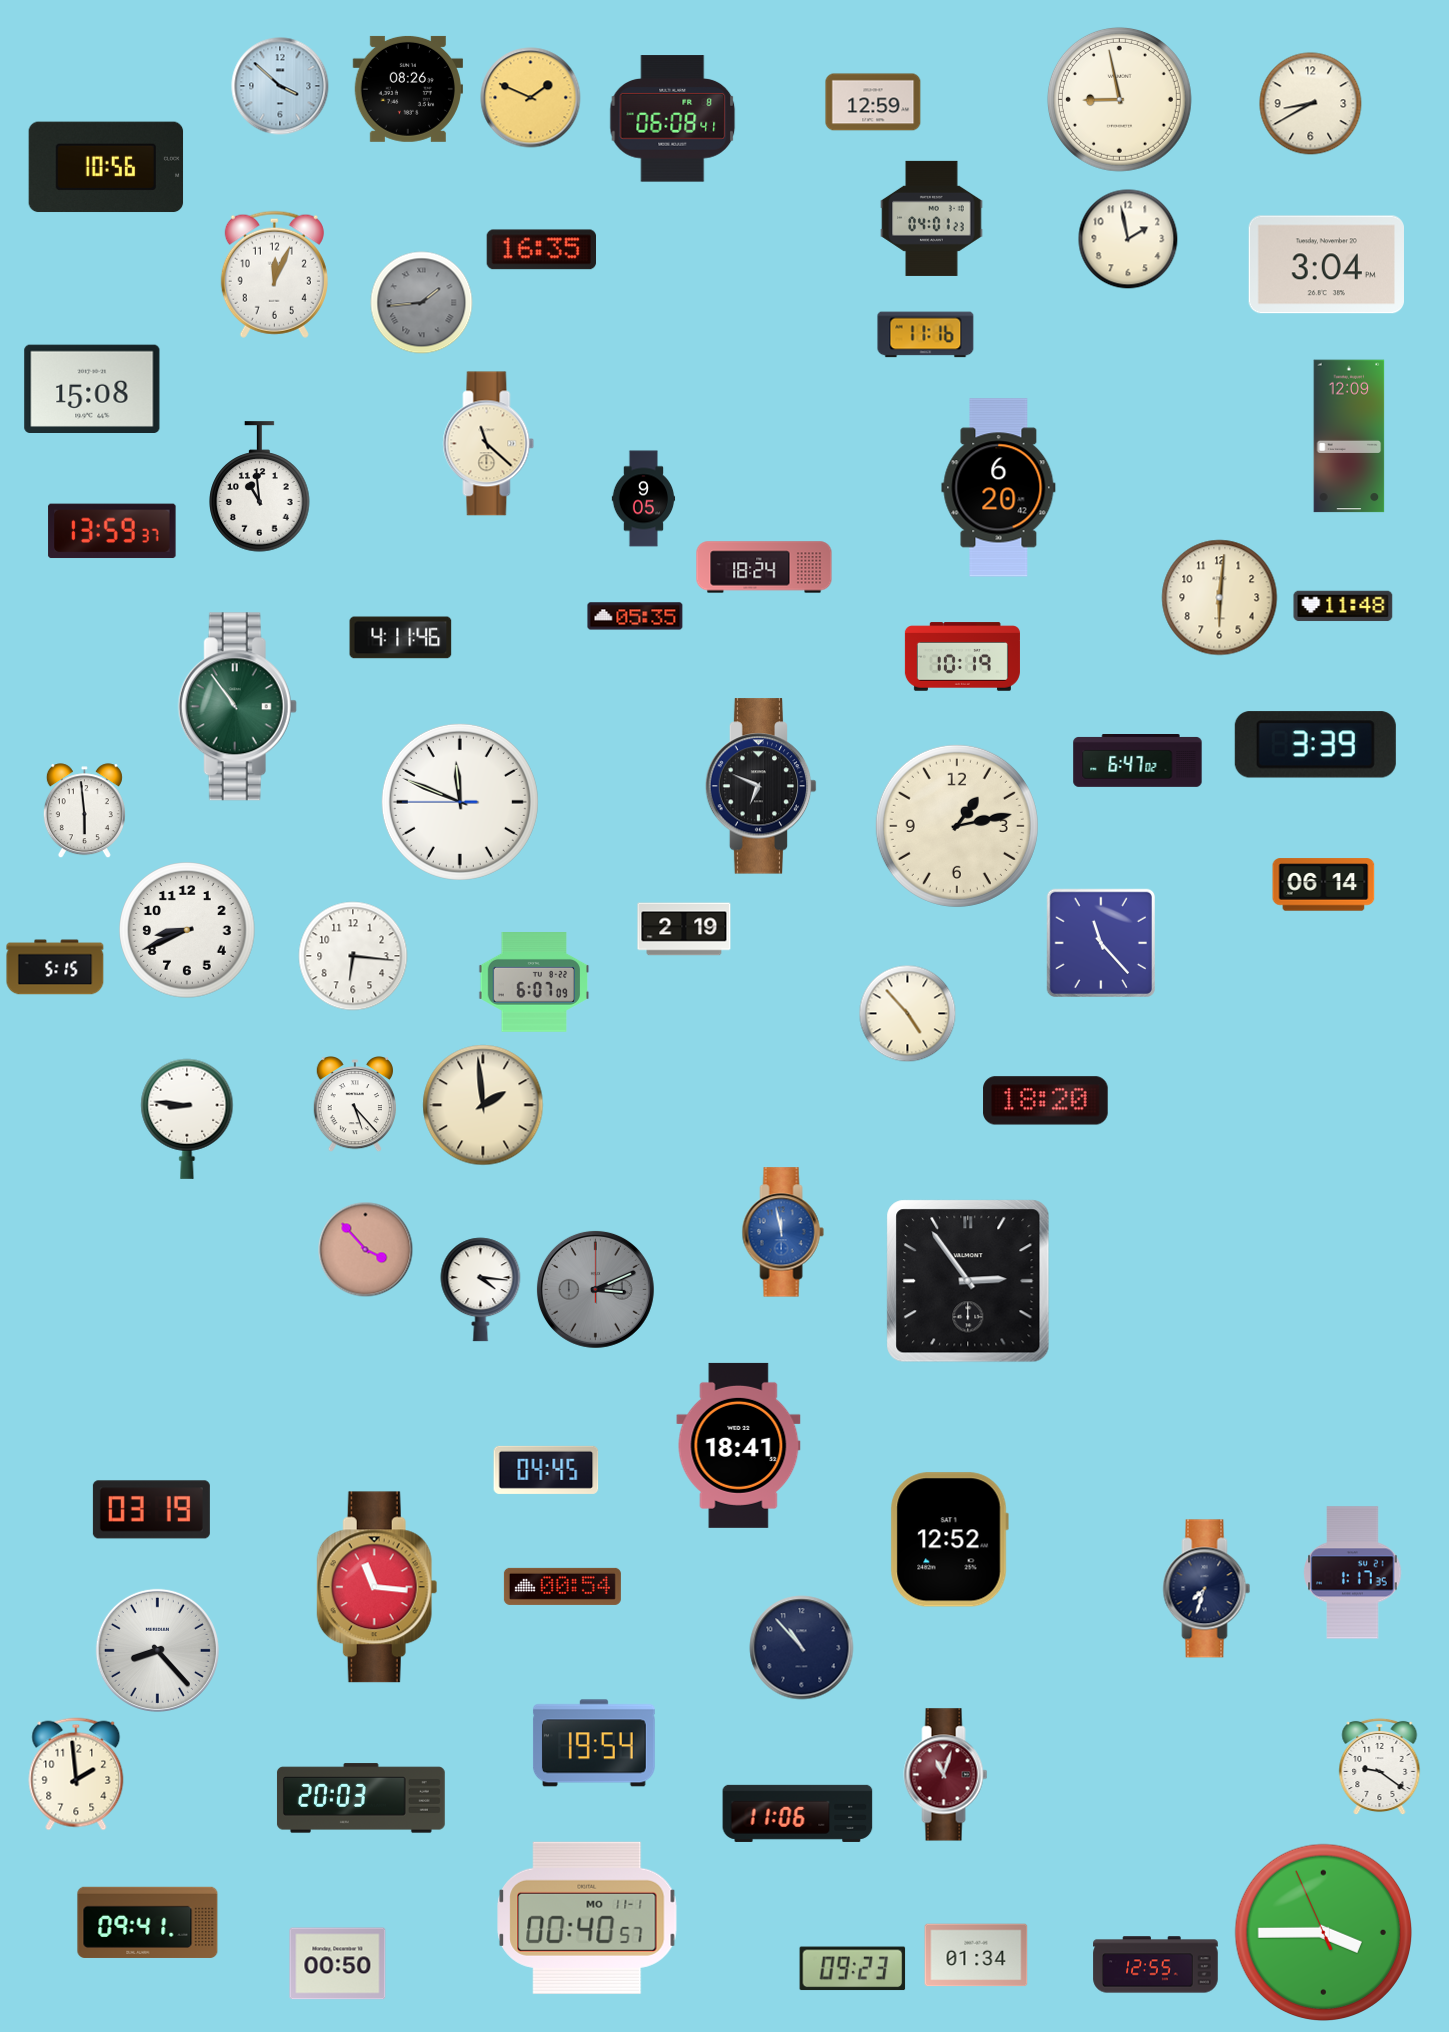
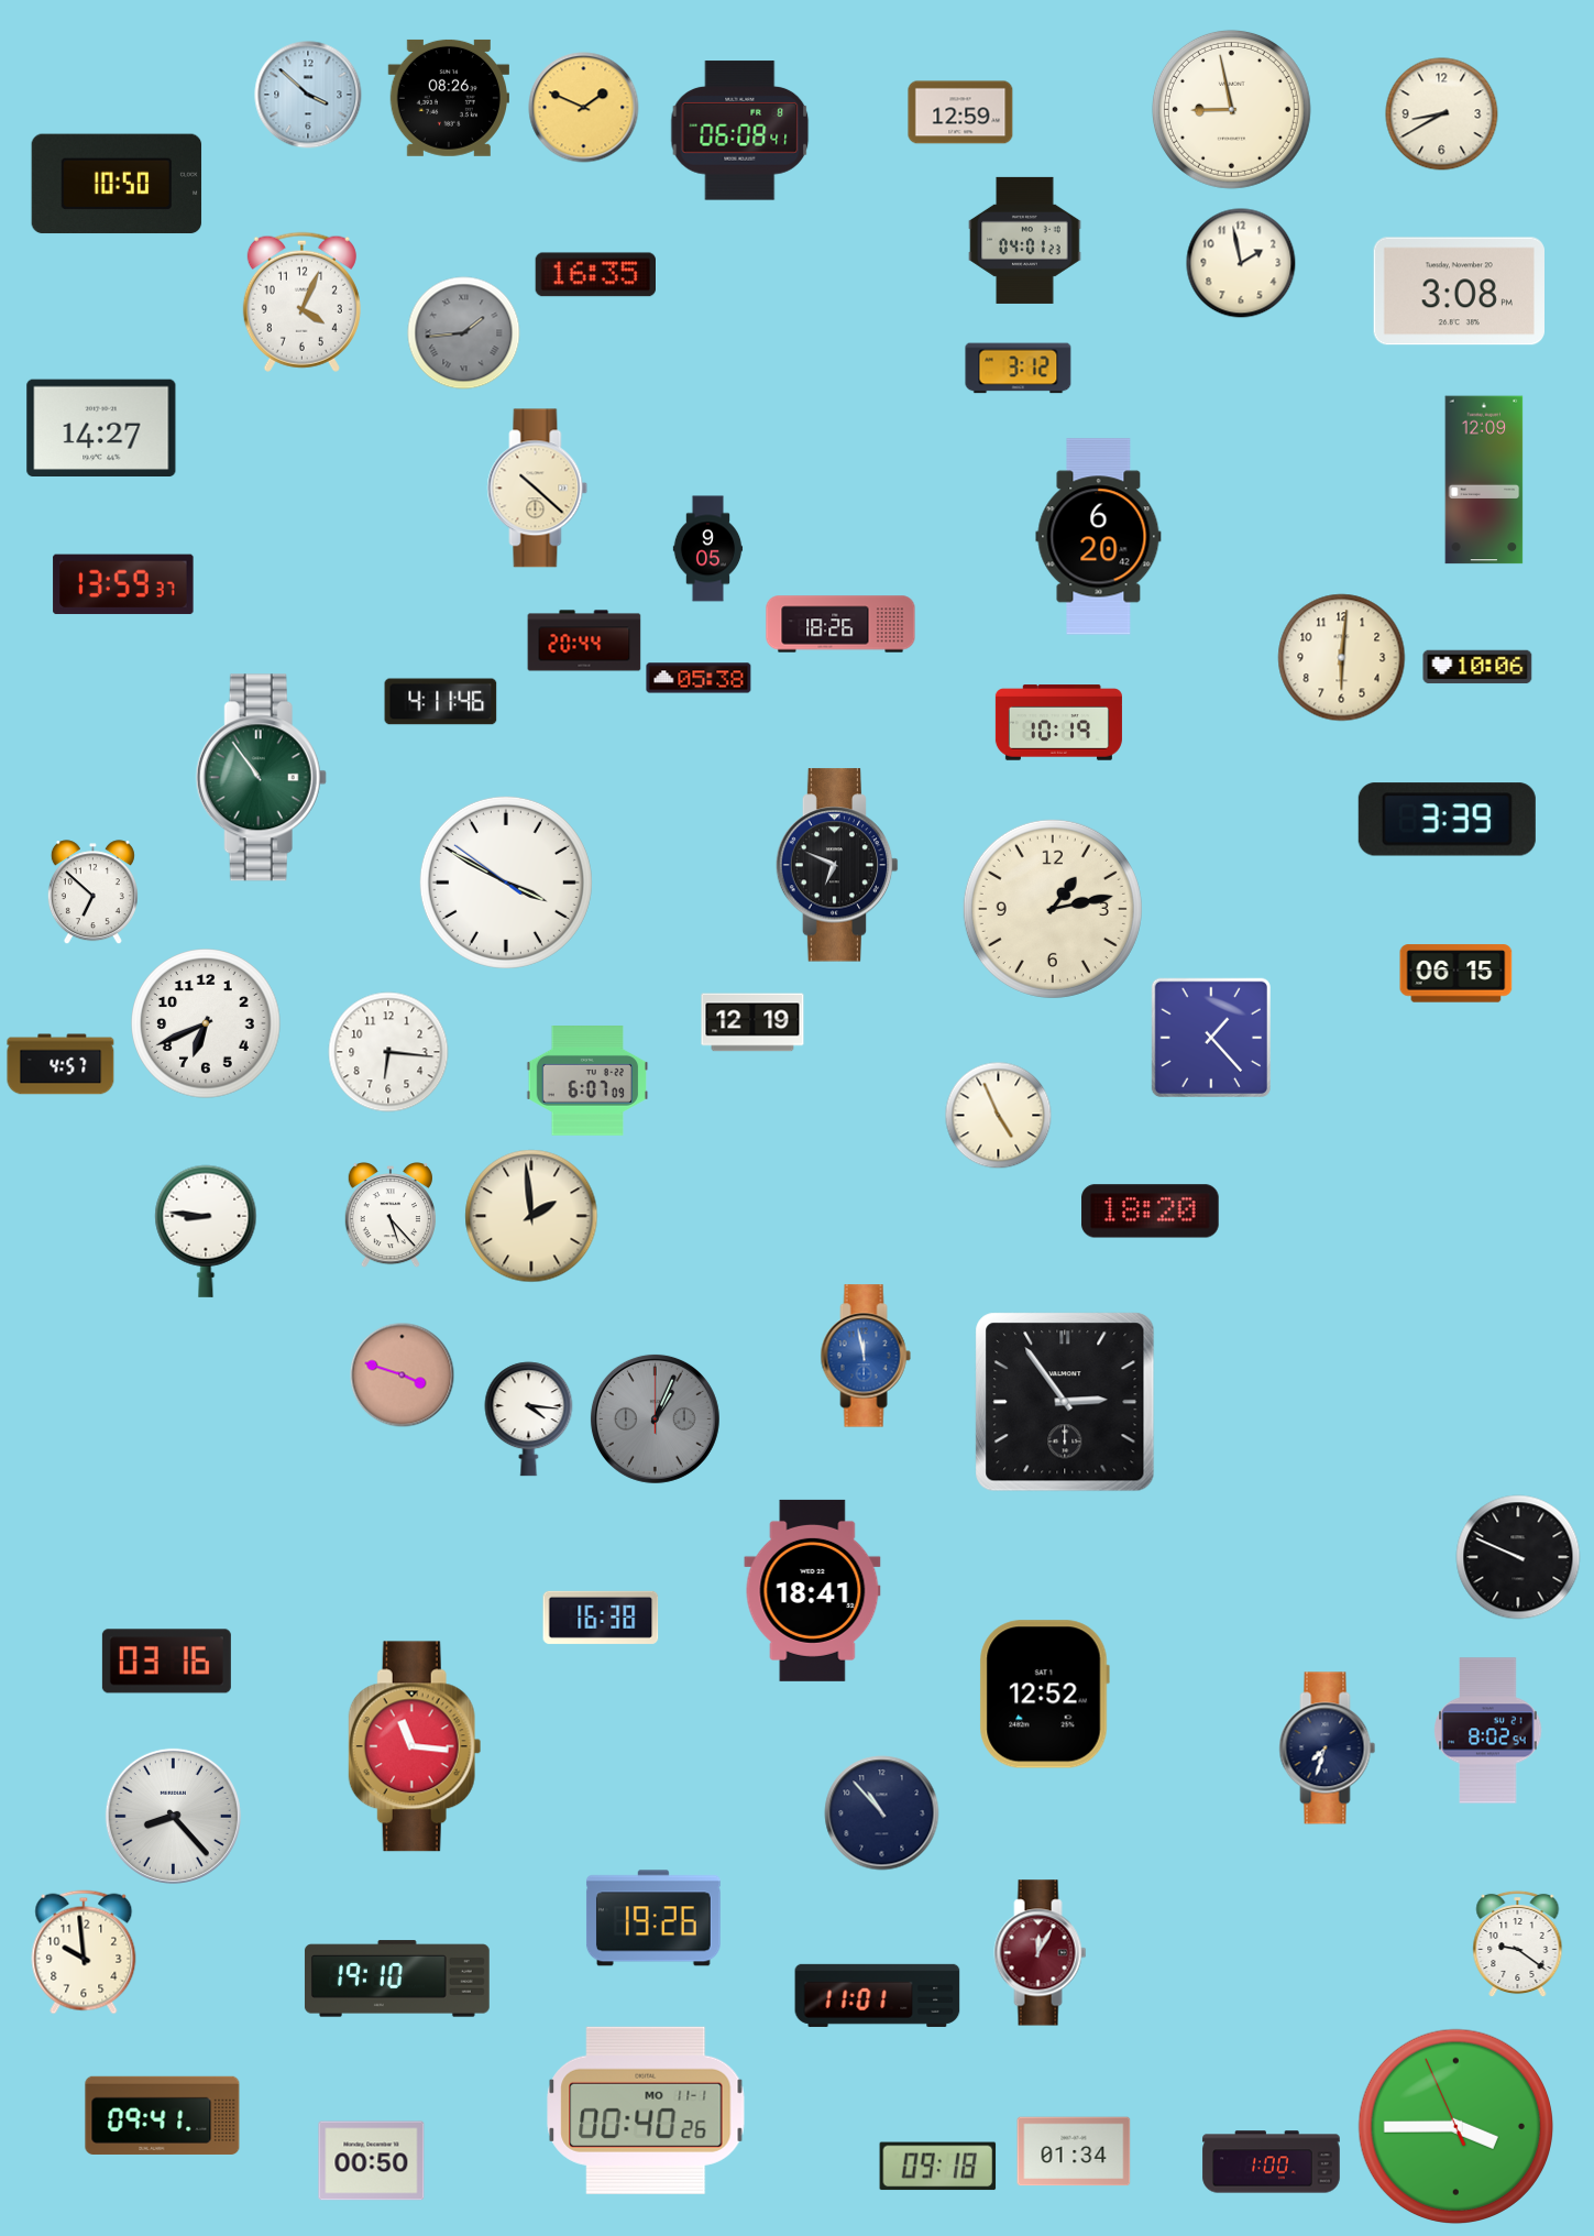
clock at (106, 167): 10:56 -> 10:50
clock at (1326, 265): 3:04 -> 3:08
clock at (274, 274): 12:04 -> 4:04
clock at (926, 335): 11:16 -> 3:12
clock at (92, 388): 15:08 -> 14:27
clock at (489, 444): 11:22 -> 10:22
clock at (260, 487): 10:59 -> none
clock at (764, 567): 18:24 -> 18:26
clock at (584, 640): none -> 20:44
clock at (1343, 606): 11:48 -> 10:06
clock at (635, 616): 05:35 -> 05:38
clock at (1138, 761): 6:47 -> none
clock at (460, 802): 11:48 -> 3:49
clock at (84, 811): 5:59 -> 6:52
clock at (1324, 885): 06:14 -> 06:15
clock at (684, 929): 2:19 -> 12:19
clock at (187, 930): 8:41 -> 6:41
clock at (1101, 943): 11:23 -> 1:23
clock at (55, 967): 5:15 -> 4:57
clock at (907, 1013): 4:53 -> 4:56
clock at (783, 1232) position: (783, 1232) -> (866, 1356)
clock at (365, 1249): 3:53 -> 3:48
clock at (968, 1281) position: (968, 1281) -> (1065, 1402)
clock at (595, 1289): 3:11 -> 1:04
clock at (1518, 1557): none -> 9:49
clock at (546, 1470): 04:45 -> 16:38
clock at (151, 1510): 03:19 -> 03:16
clock at (1353, 1573): 1:17 -> 8:02
clock at (562, 1586): 00:54 -> none
clock at (594, 1743): 19:54 -> 19:26
clock at (76, 1774): 1:59 -> 9:59
clock at (946, 1775): 11:03 -> 12:05
clock at (361, 1798): 20:03 -> 19:10
clock at (798, 1813): 11:06 -> 11:01
clock at (587, 1918): 00:40:57 -> 00:40:26
clock at (1156, 1965): 12:55 -> 1:00
clock at (853, 1969): 09:23 -> 09:18
